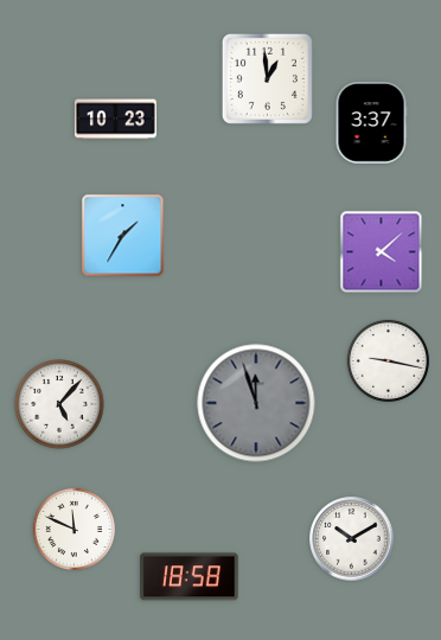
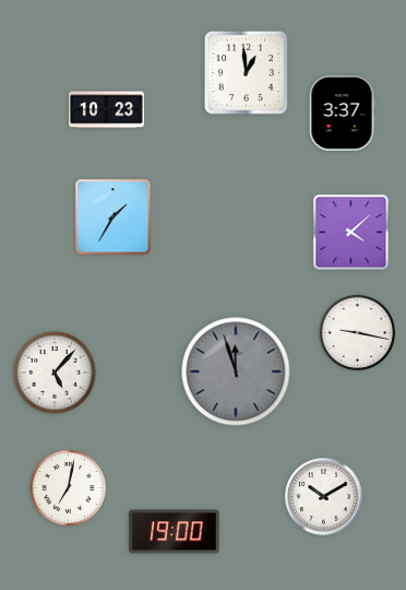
clock at (73, 529): 11:49 -> 7:02
clock at (190, 577): 18:58 -> 19:00
